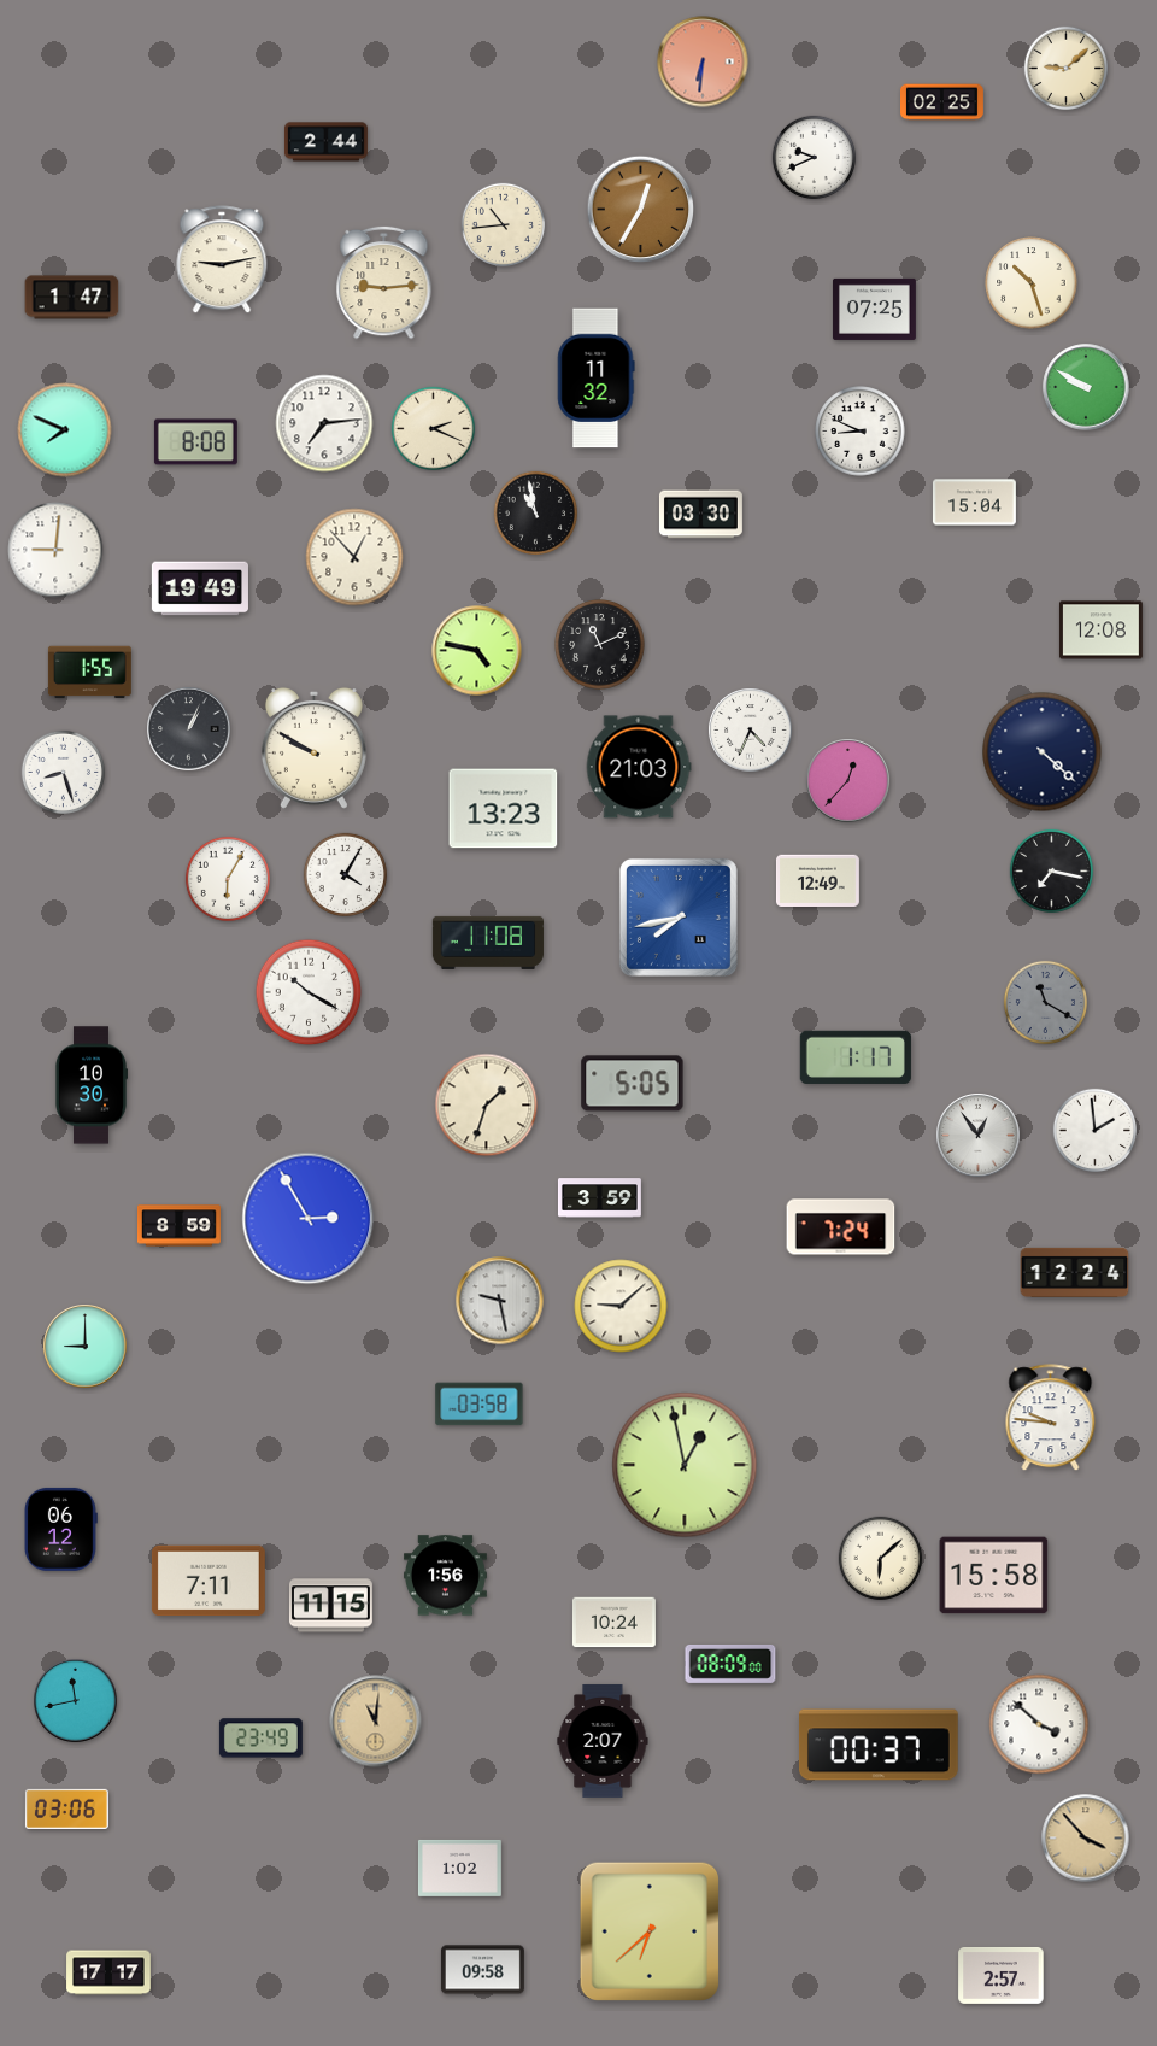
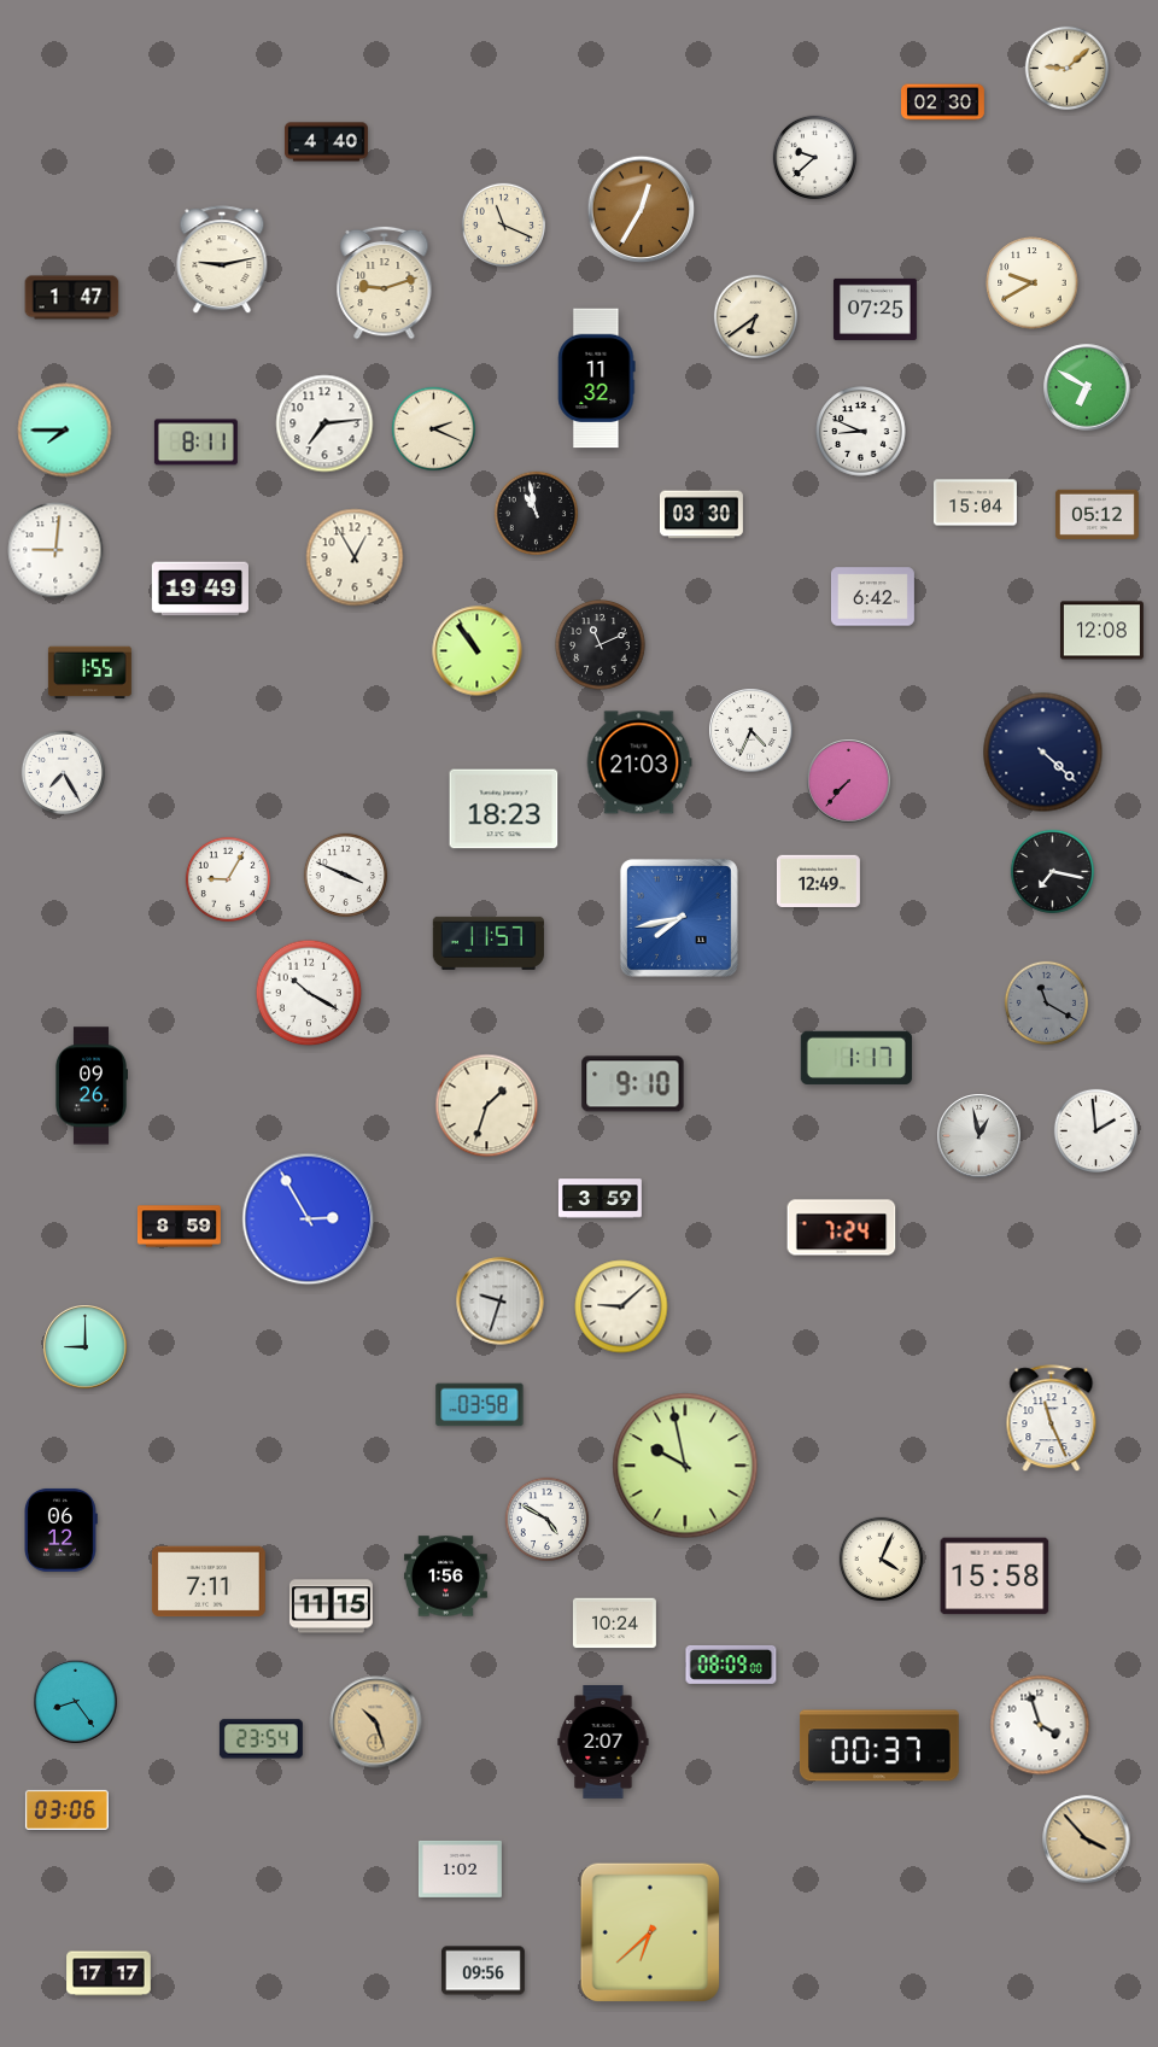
clock at (703, 61): 6:31 -> none
clock at (942, 102): 02:25 -> 02:30
clock at (325, 142): 2:44 -> 4:40
clock at (815, 158): 9:41 -> 9:38
clock at (504, 225): 10:44 -> 11:19
clock at (384, 282): 9:14 -> 9:12
clock at (1032, 283): 10:27 -> 9:40
clock at (756, 317): none -> 6:39
clock at (1086, 387): 9:50 -> 6:50
clock at (65, 430): 7:49 -> 7:45
clock at (195, 442): 8:08 -> 8:11
clock at (1096, 514): none -> 05:12
clock at (354, 557): 12:53 -> 12:55
clock at (872, 597): none -> 6:42
clock at (477, 651): 4:47 -> 10:54
clock at (189, 729): 1:04 -> none
clock at (313, 748): 9:50 -> none
clock at (639, 767) position: (639, 767) -> (639, 762)
clock at (64, 773): 8:27 -> 7:25
clock at (848, 781): 12:37 -> 7:37
clock at (504, 809): 13:23 -> 18:23
clock at (346, 875): 4:05 -> 3:49
clock at (228, 879): 6:05 -> 9:05
clock at (488, 943): 11:08 -> 11:57
clock at (633, 1084): 5:05 -> 9:10
clock at (90, 1085): 10:30 -> 09:26
clock at (979, 1136): 12:54 -> 12:58
clock at (1075, 1272): 12:24 -> none
clock at (500, 1301): 9:28 -> 9:33
clock at (1051, 1418): 9:46 -> 11:26
clock at (685, 1465): 12:58 -> 9:58
clock at (548, 1520): none -> 4:50
clock at (881, 1559): 6:08 -> 4:04
clock at (76, 1701): 11:43 -> 8:24
clock at (376, 1722): 11:01 -> 10:27
clock at (1039, 1724): 3:52 -> 3:57
clock at (260, 1739): 23:49 -> 23:54
clock at (482, 1970): 09:58 -> 09:56
clock at (1002, 1975): 2:57 -> none
